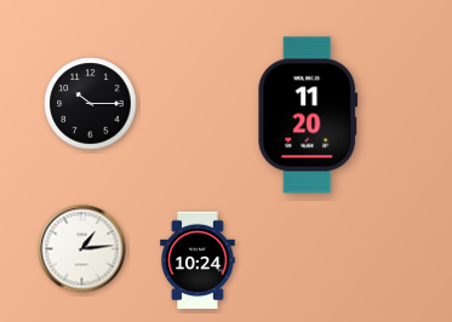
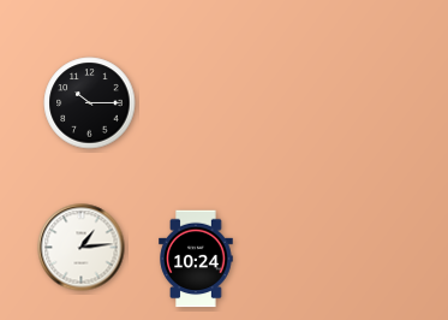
clock at (308, 115): 11:20 -> none
